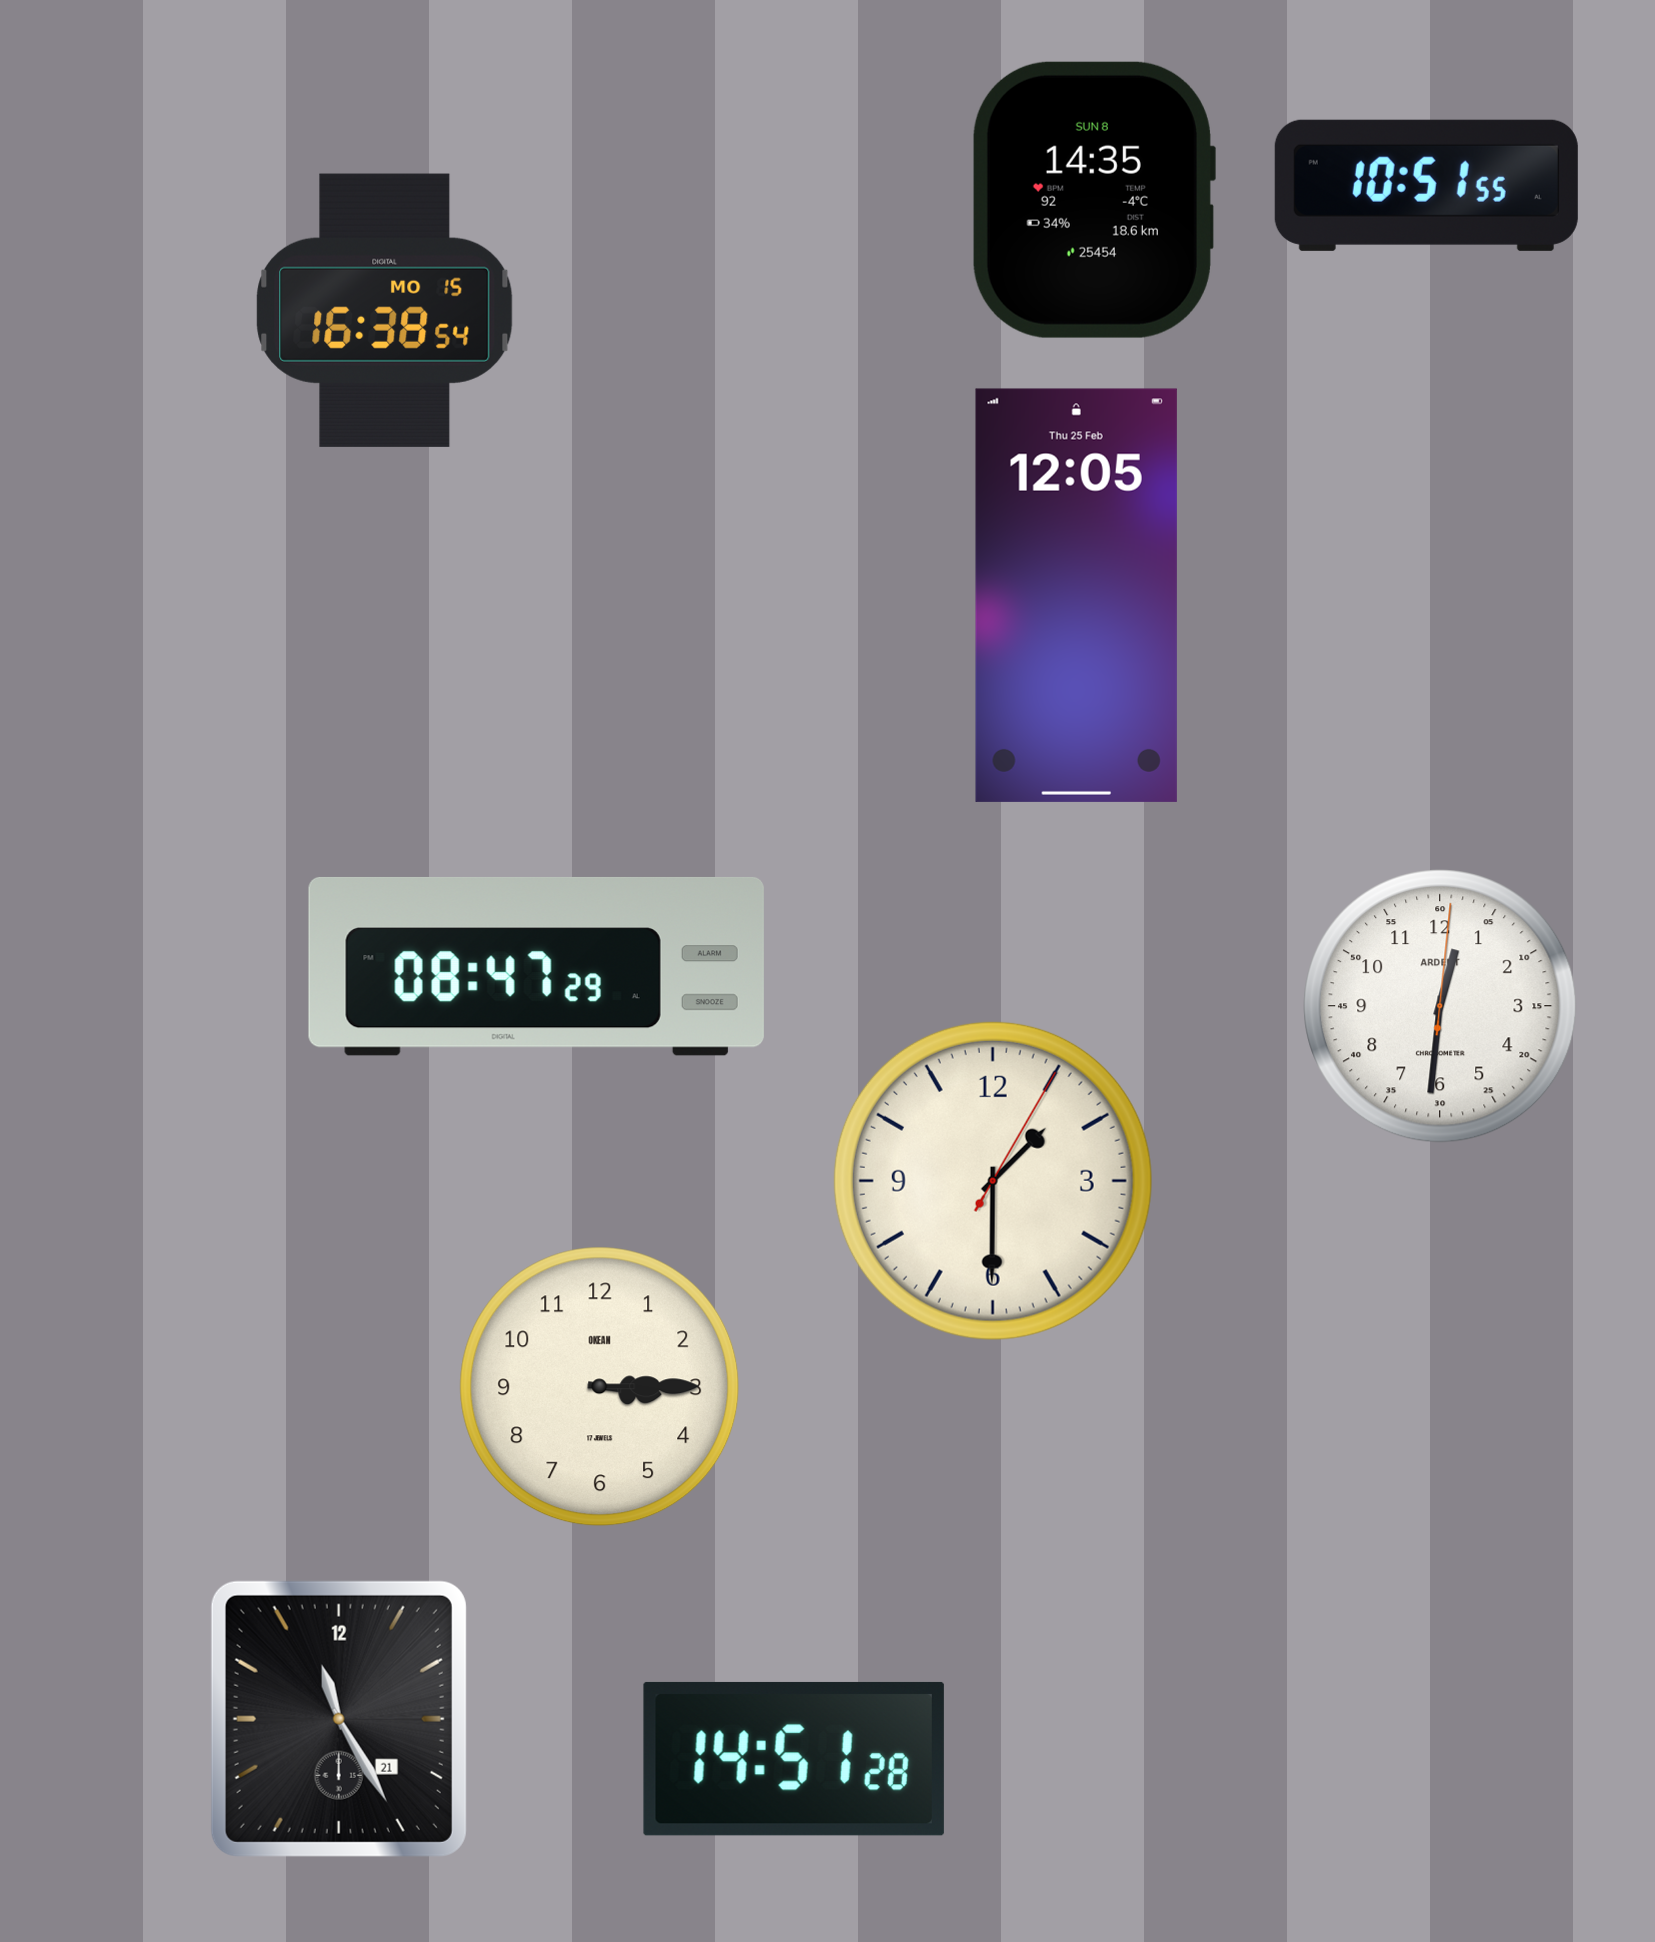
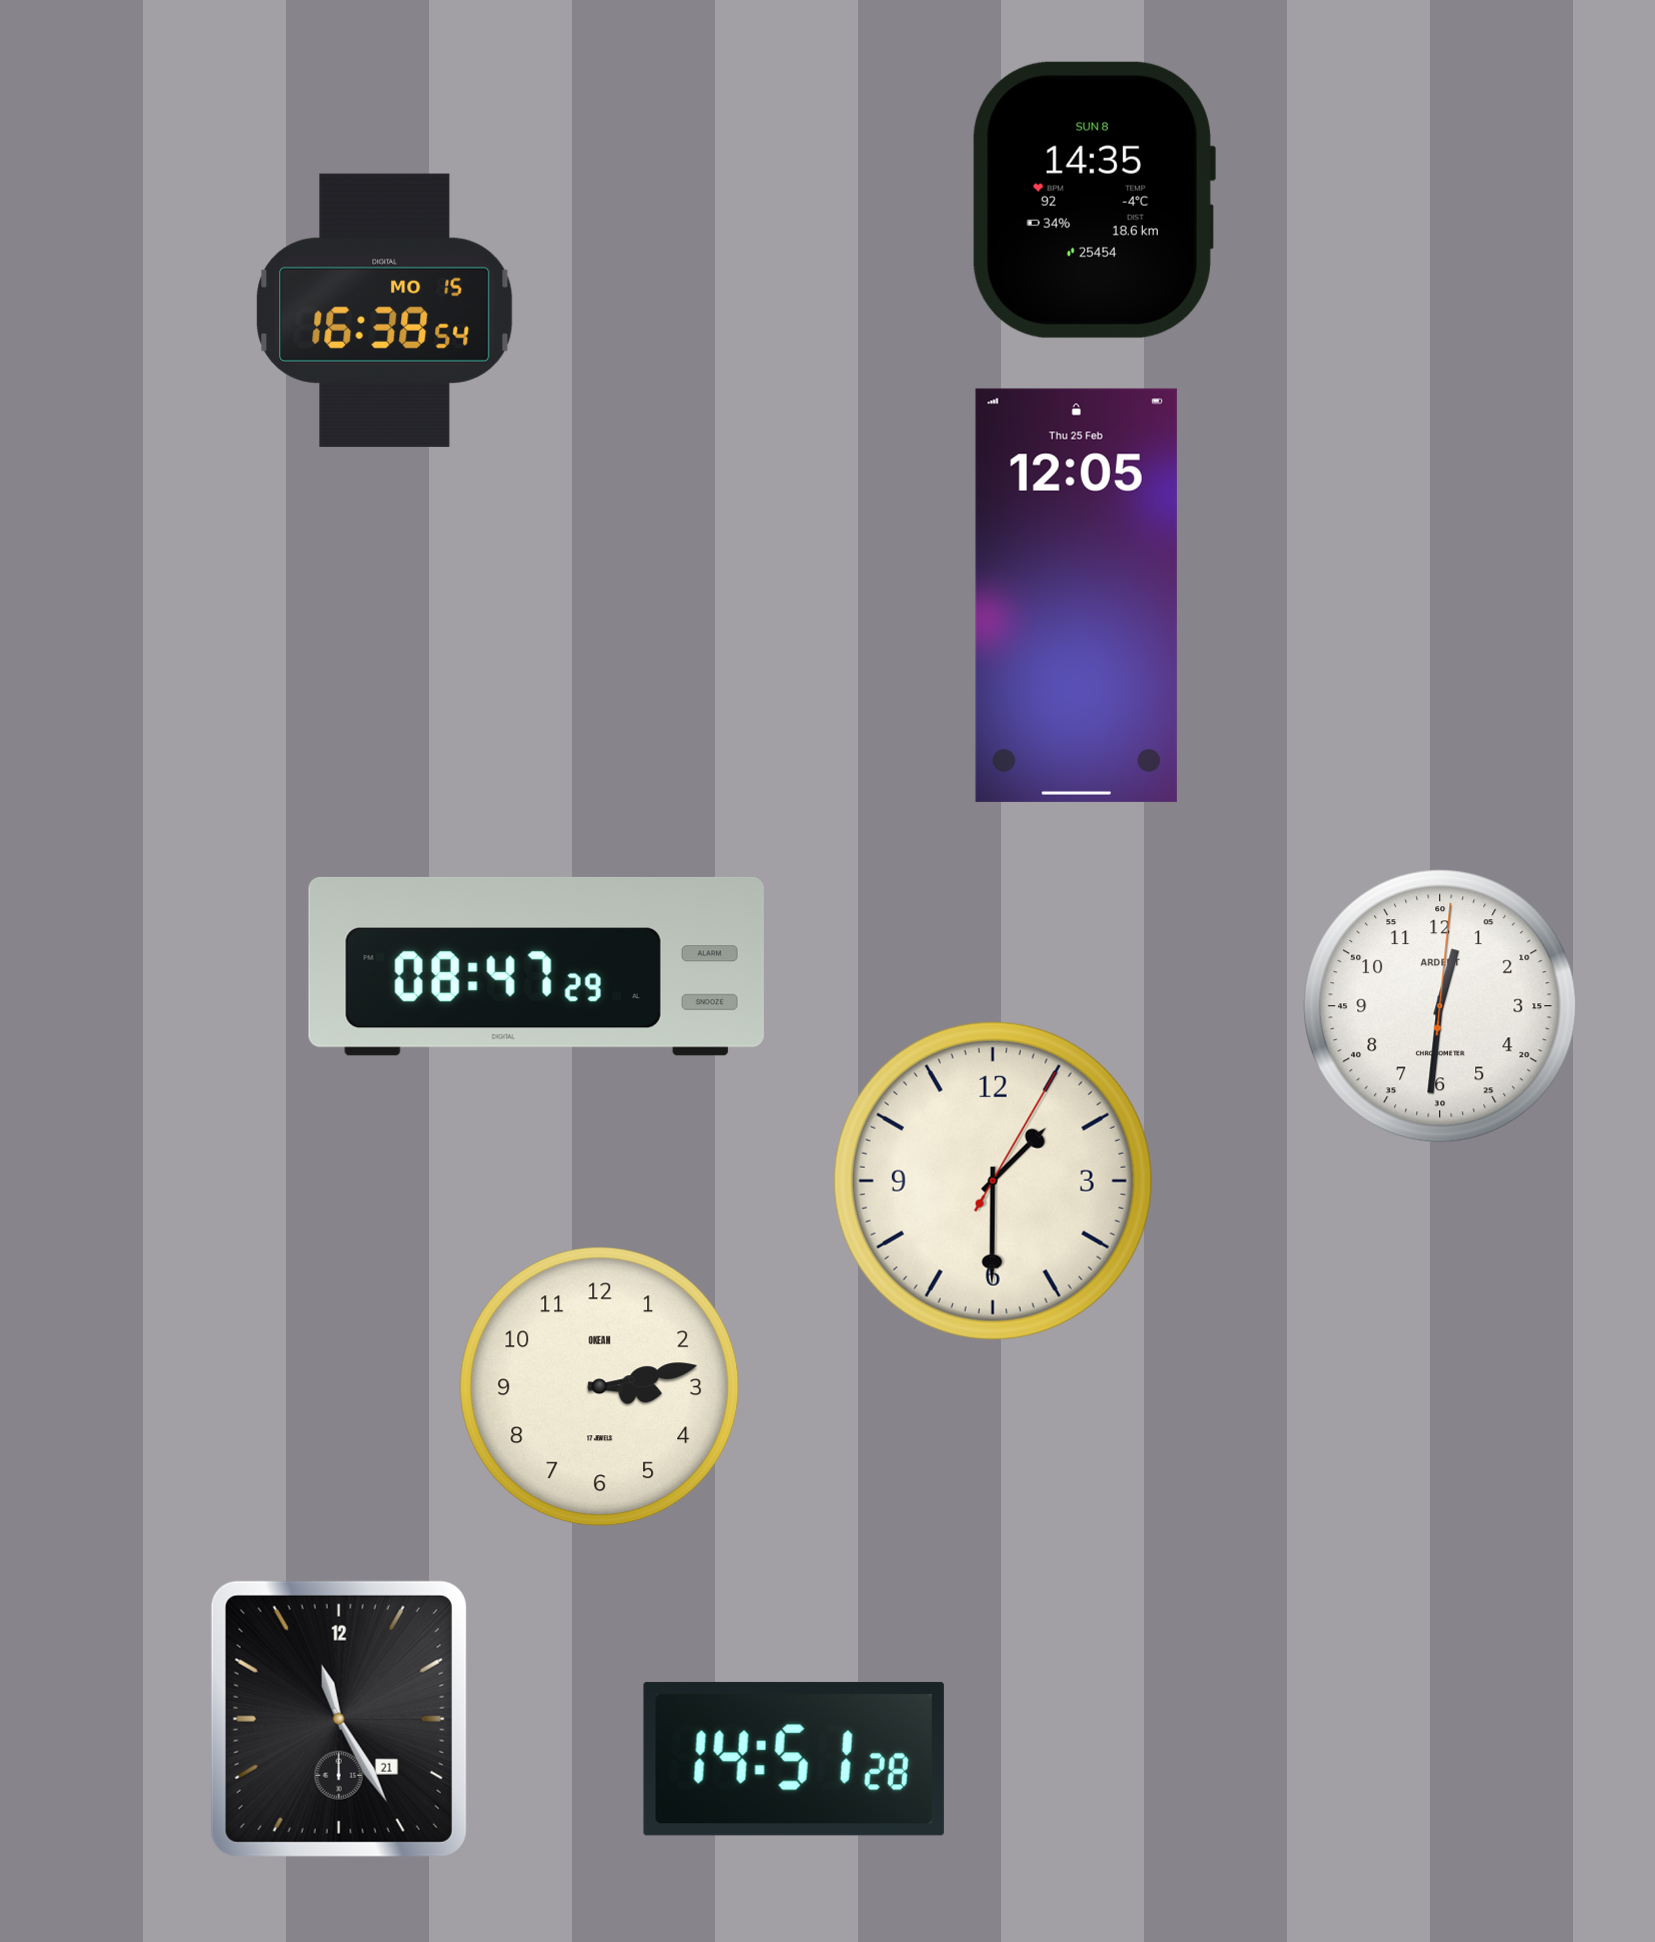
clock at (1426, 185): 10:51 -> none
clock at (600, 1387): 3:15 -> 3:13
